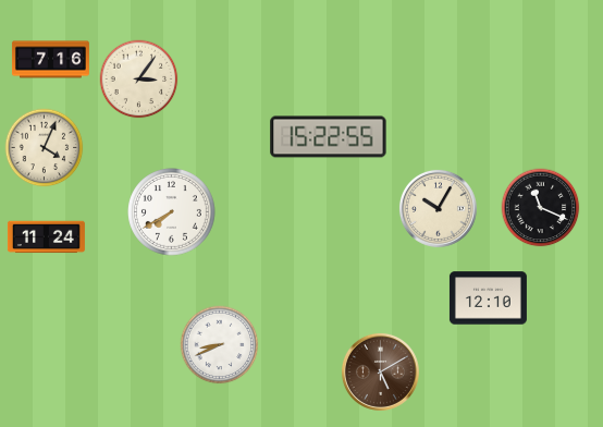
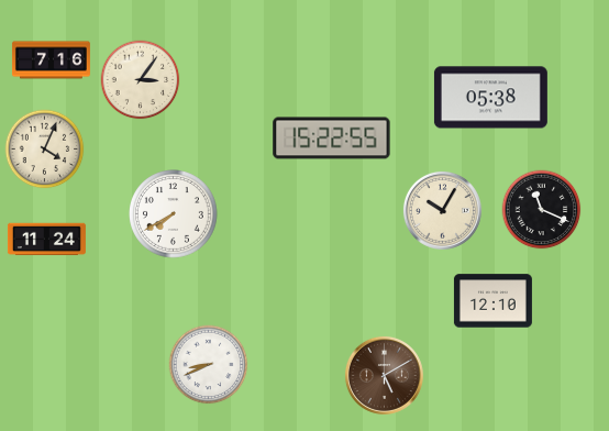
clock at (490, 98): none -> 05:38
clock at (541, 208) position: (541, 208) -> (542, 210)
clock at (220, 345) position: (220, 345) -> (209, 365)
